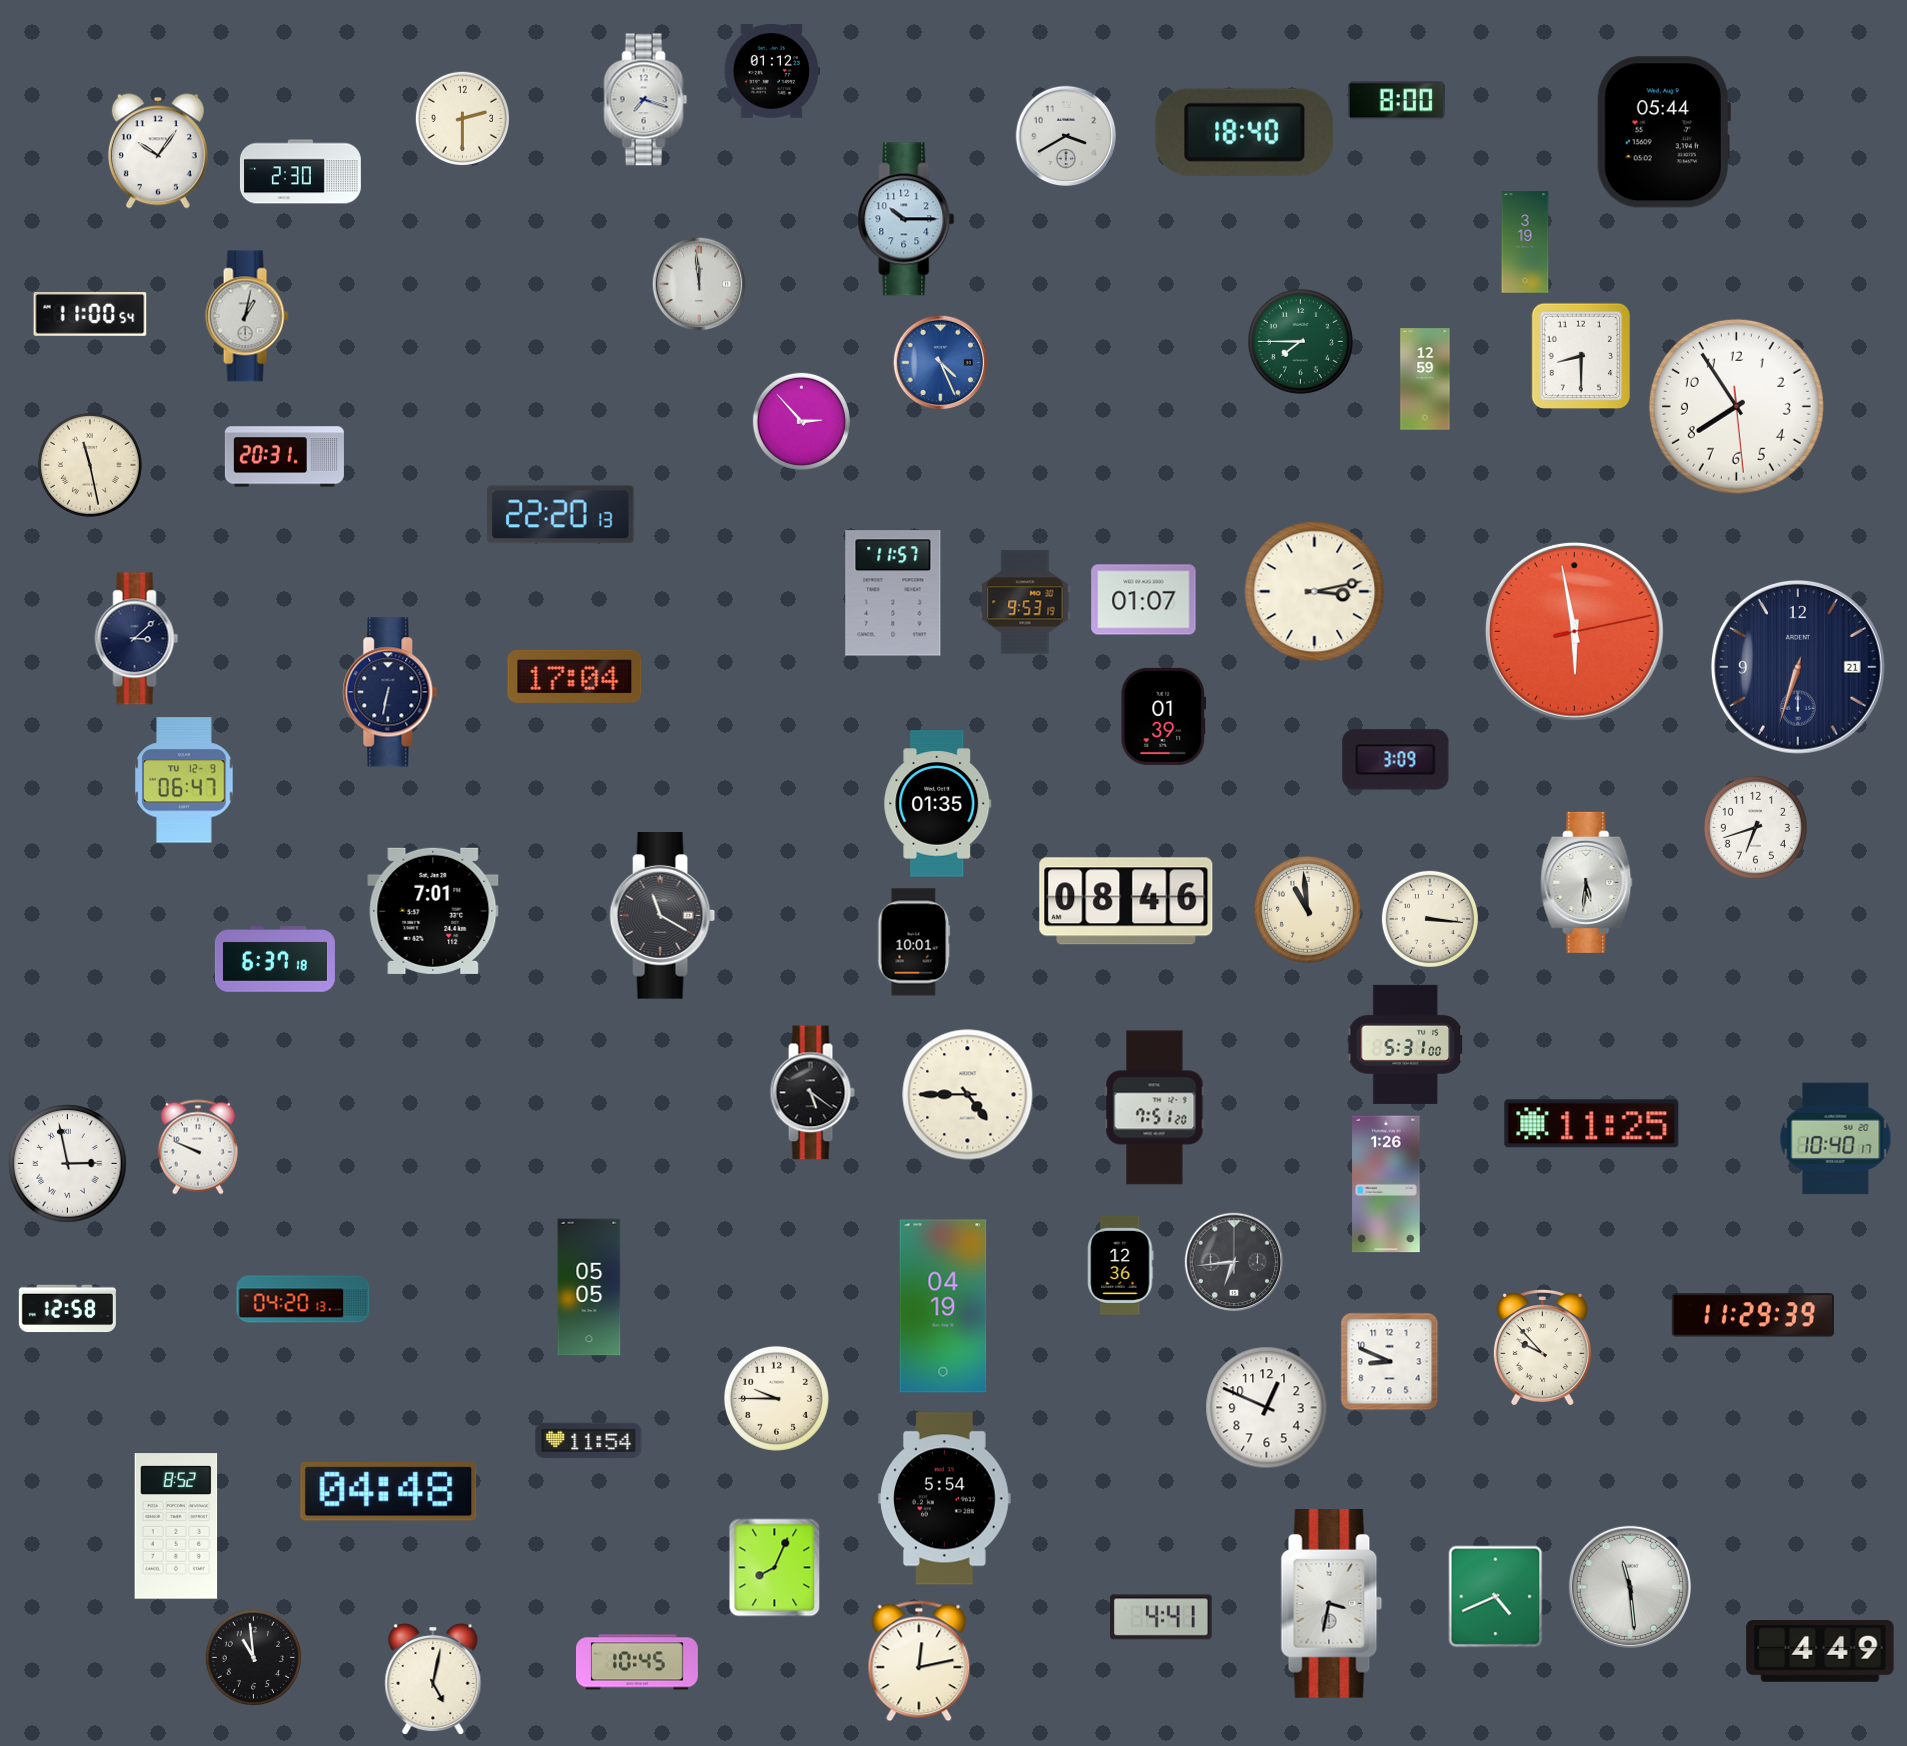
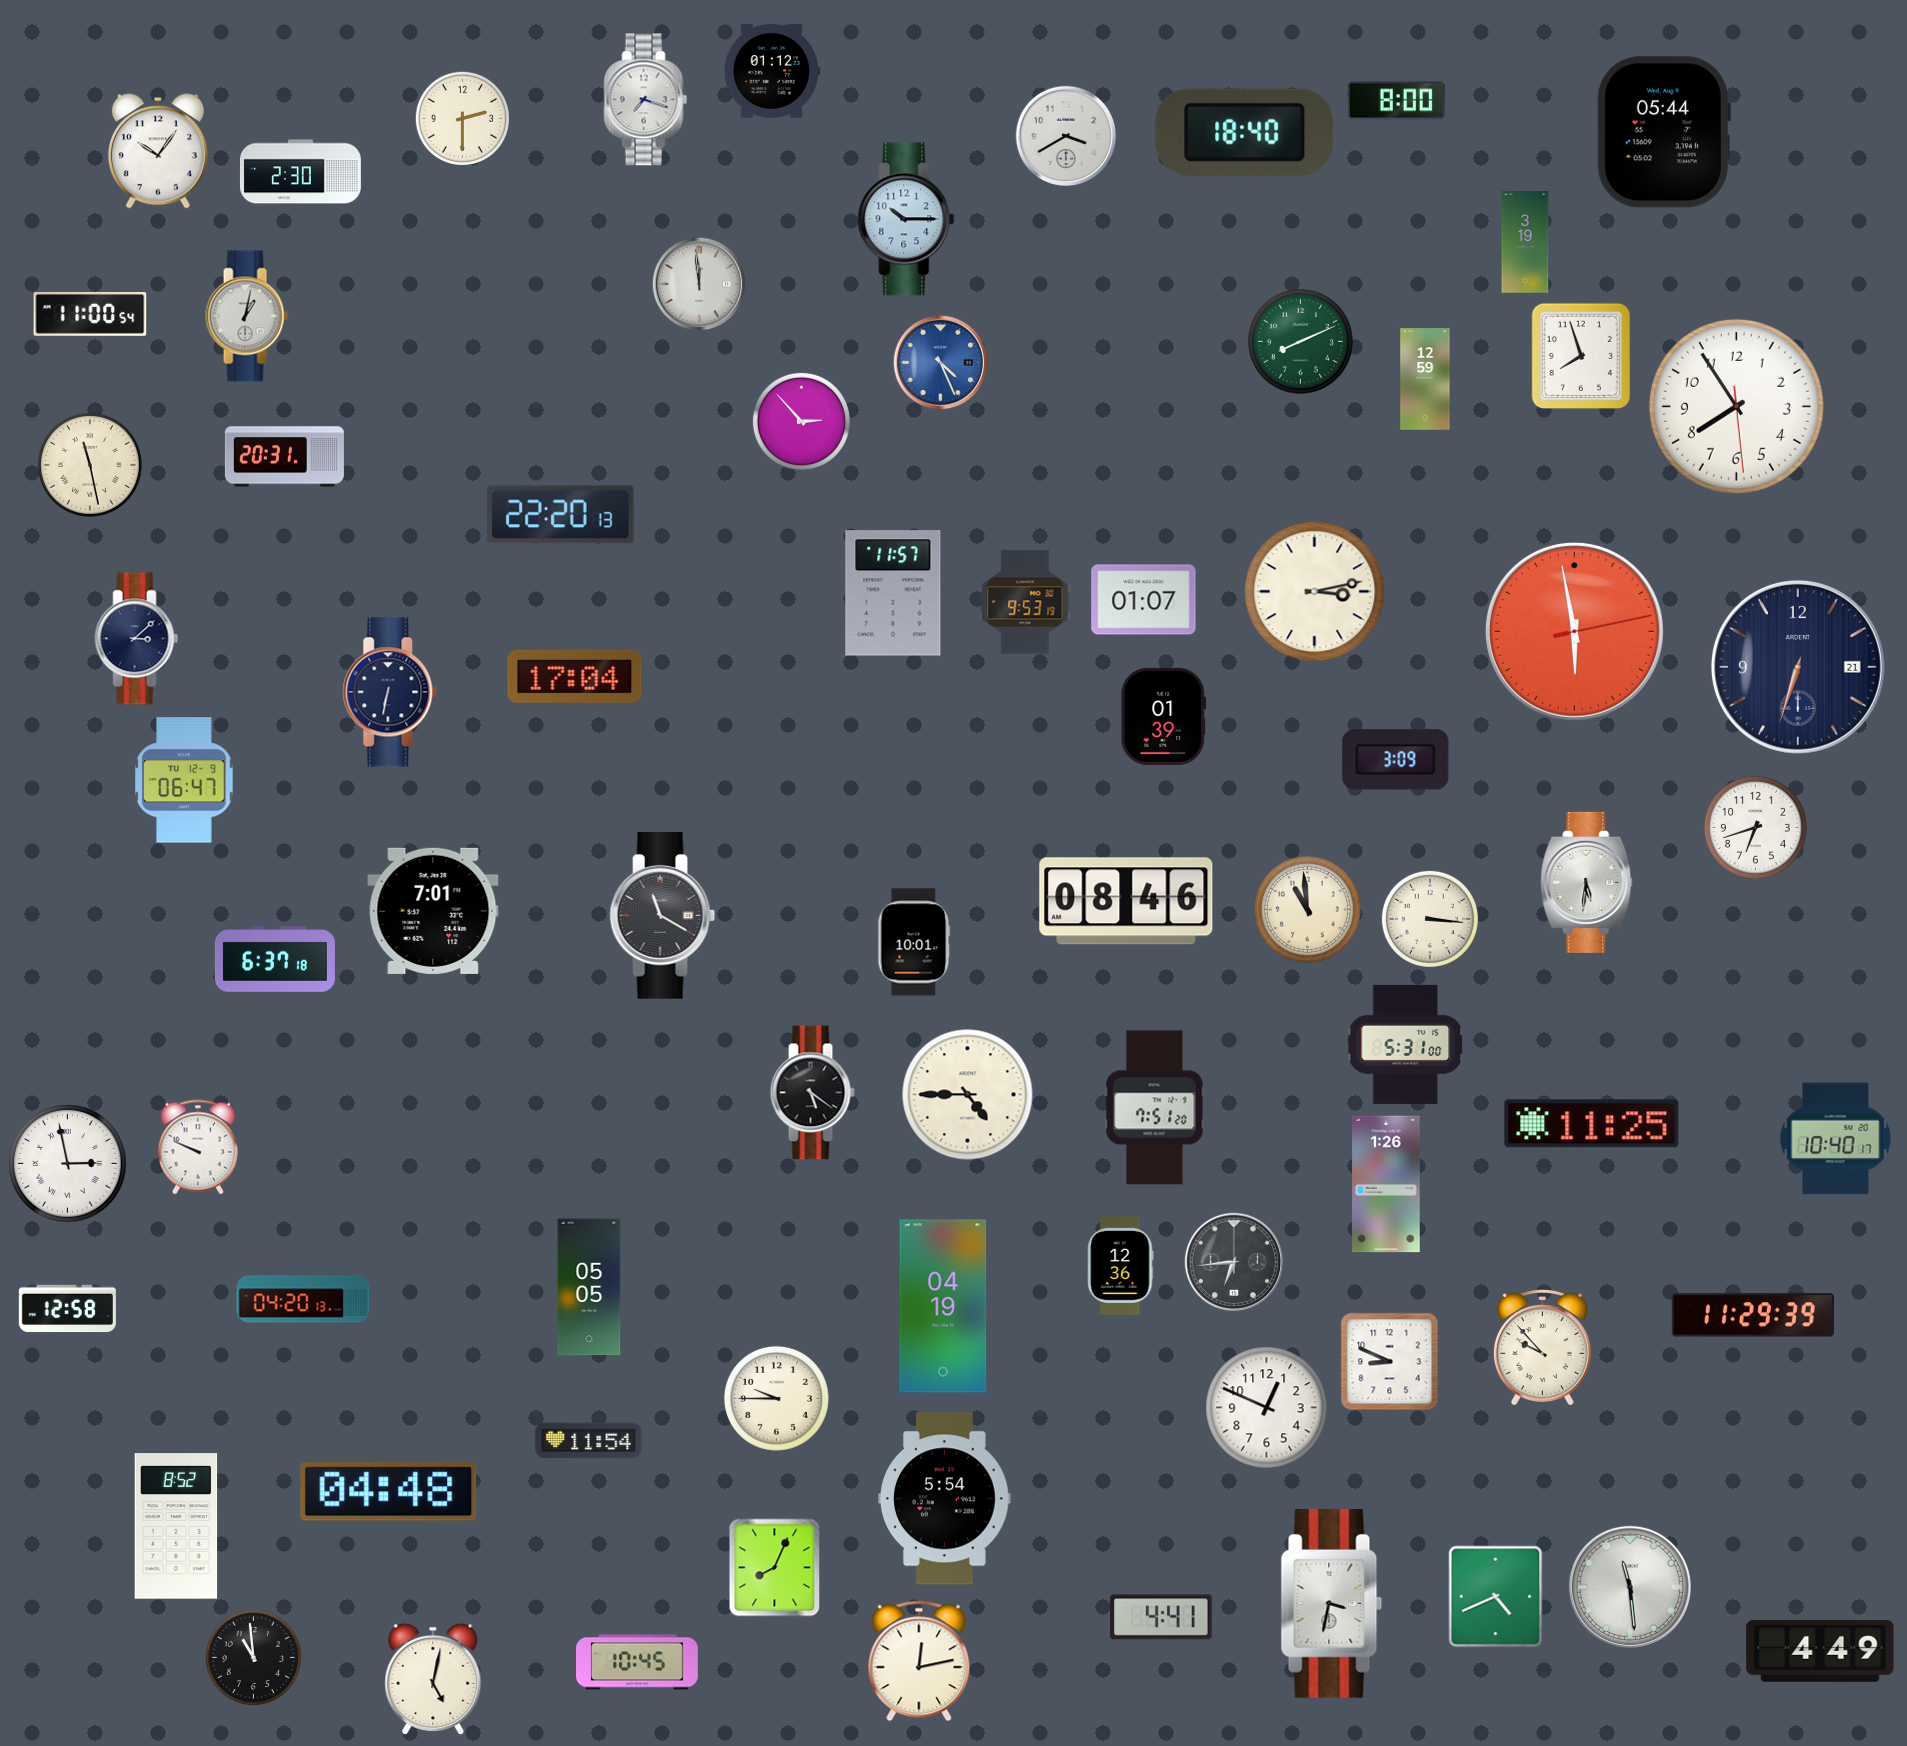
clock at (1300, 341): 7:45 -> 8:11
clock at (1581, 356): 8:30 -> 7:57
clock at (938, 804): 01:35 -> none
